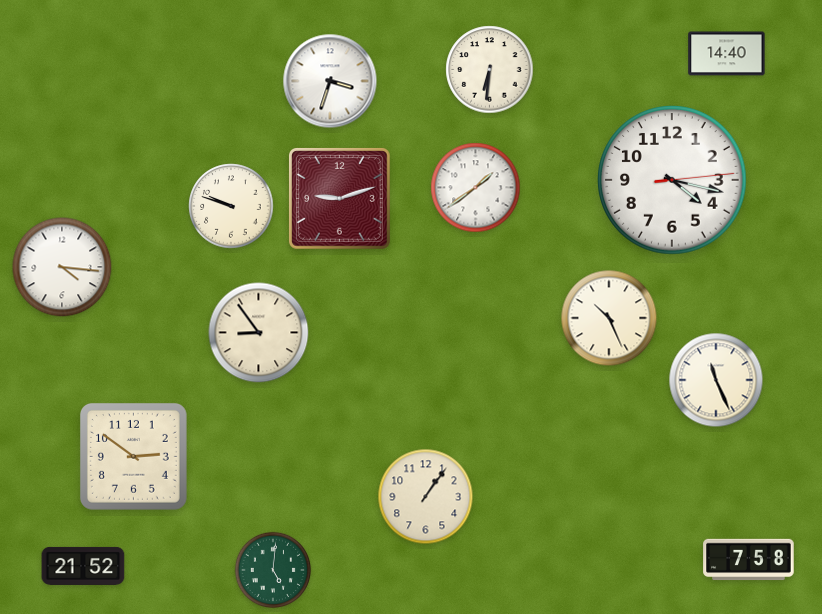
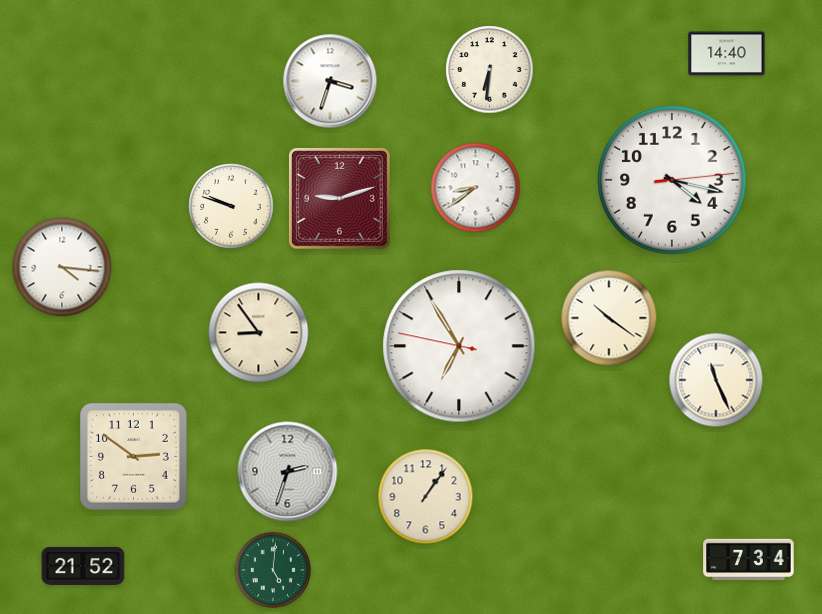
clock at (476, 188): 1:39 -> 8:39
clock at (609, 318): 10:26 -> 10:21
clock at (459, 346): none -> 6:54
clock at (288, 472): none -> 2:33
clock at (749, 560): 7:58 -> 7:34
